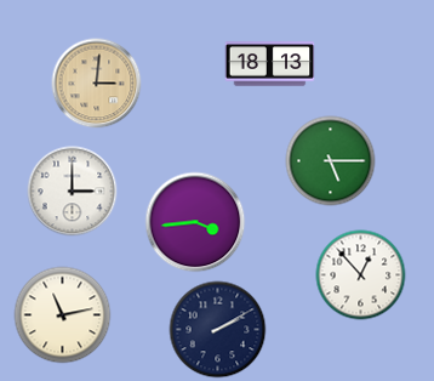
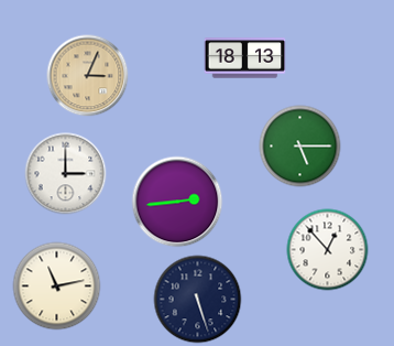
clock at (97, 84): 3:01 -> 3:04
clock at (195, 222): 3:44 -> 2:44
clock at (218, 330): 2:10 -> 5:27
